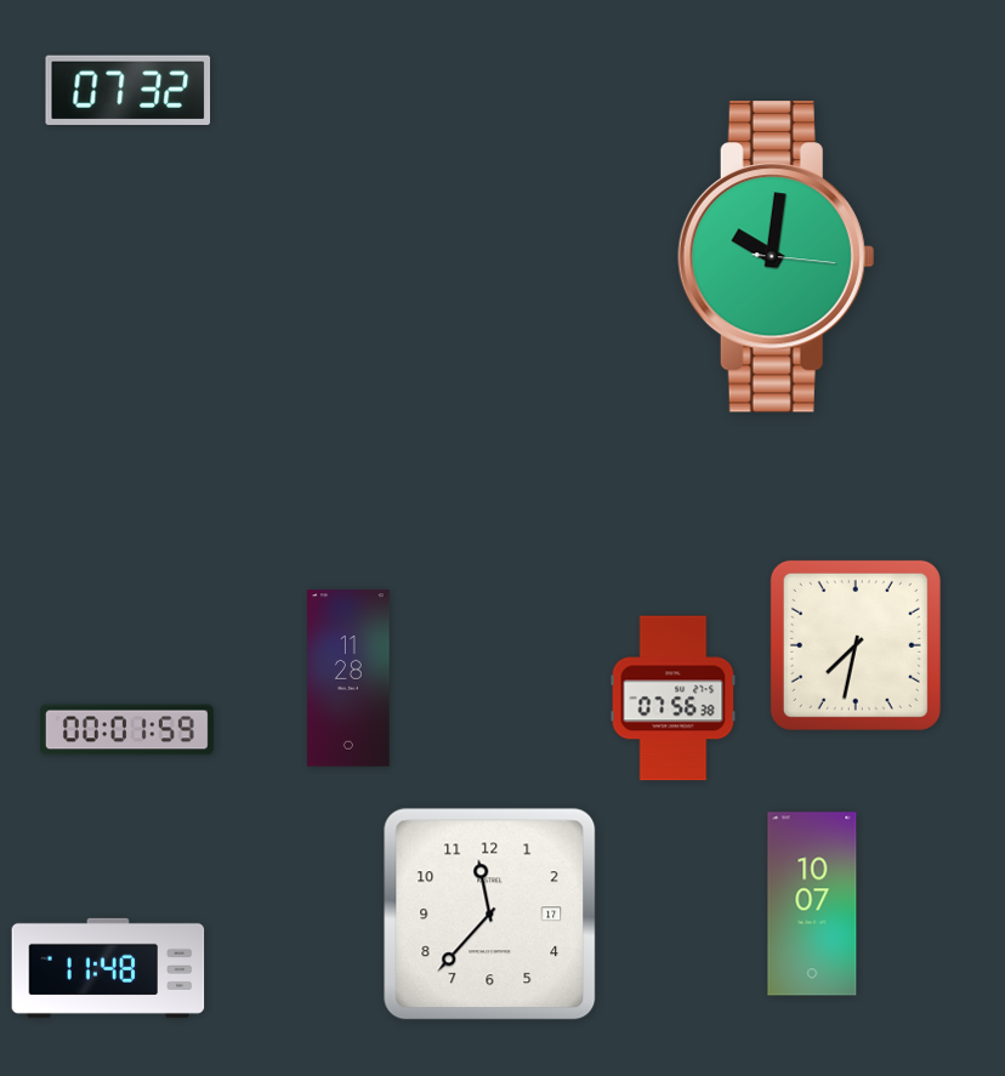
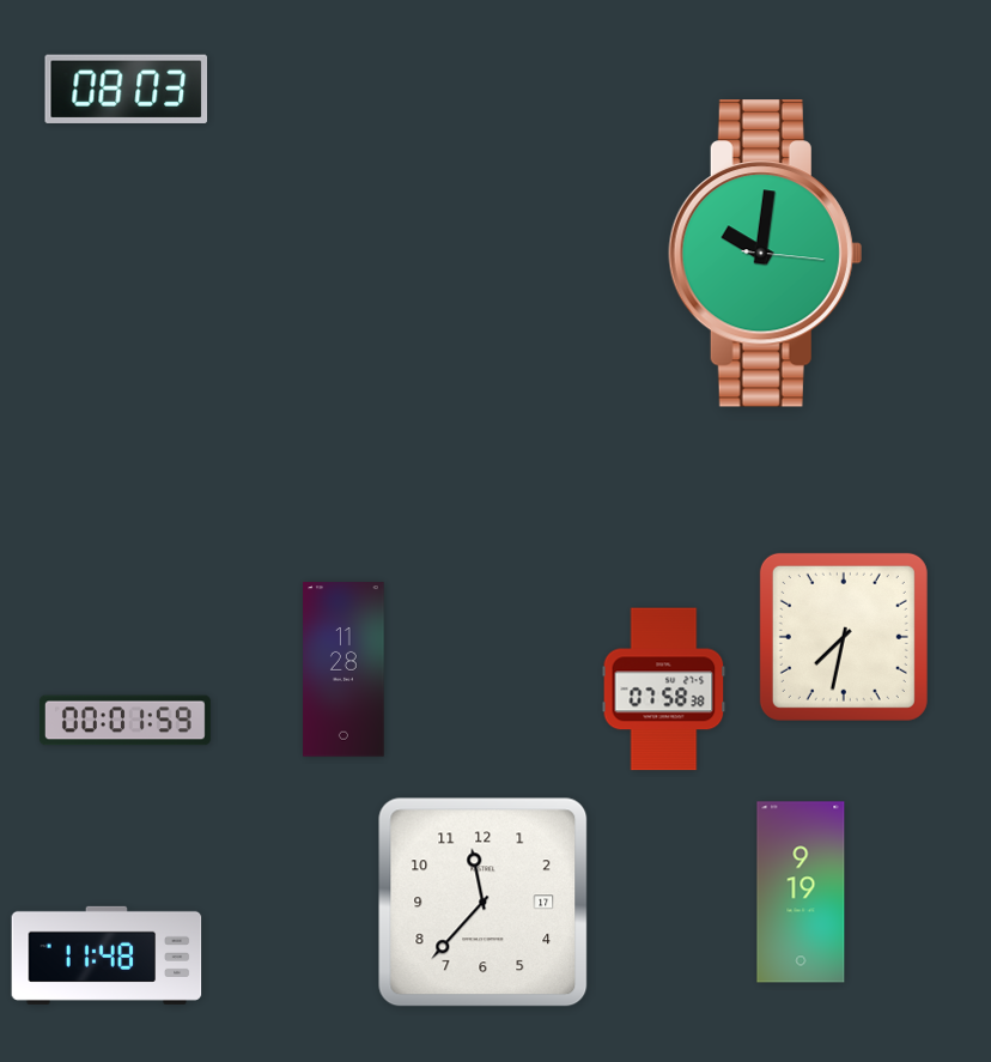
clock at (129, 90): 07:32 -> 08:03
clock at (674, 699): 07:56 -> 07:58
clock at (812, 904): 10:07 -> 9:19
